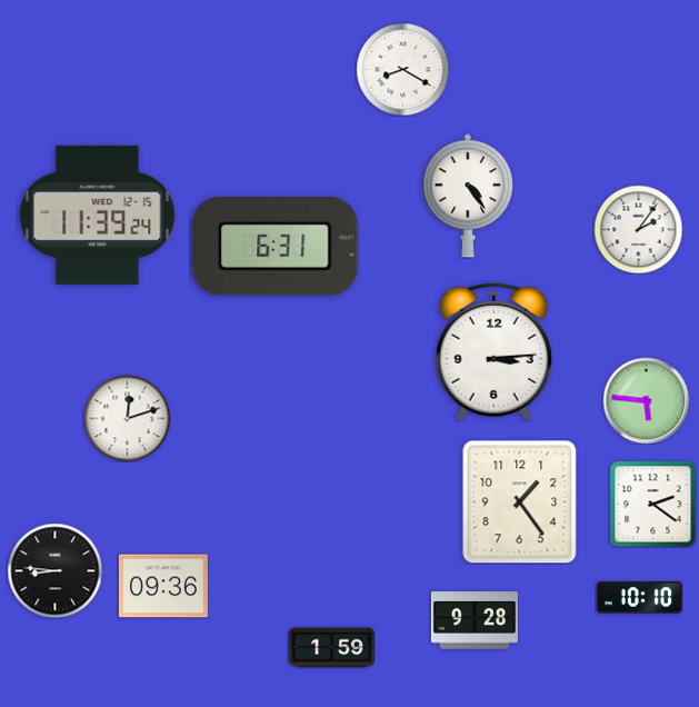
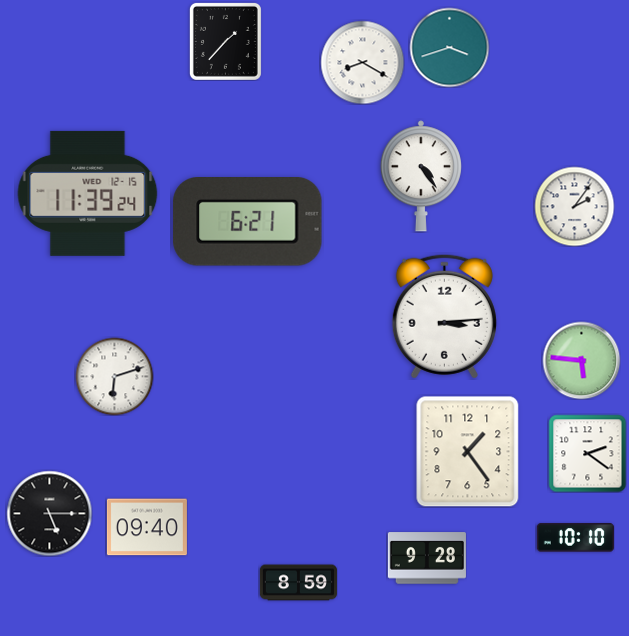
clock at (225, 41): none -> 1:37
clock at (449, 47): none -> 3:42
clock at (276, 247): 6:31 -> 6:21
clock at (127, 418): 12:12 -> 6:12
clock at (54, 570): 8:46 -> 5:15
clock at (163, 586): 09:36 -> 09:40
clock at (331, 648): 1:59 -> 8:59
